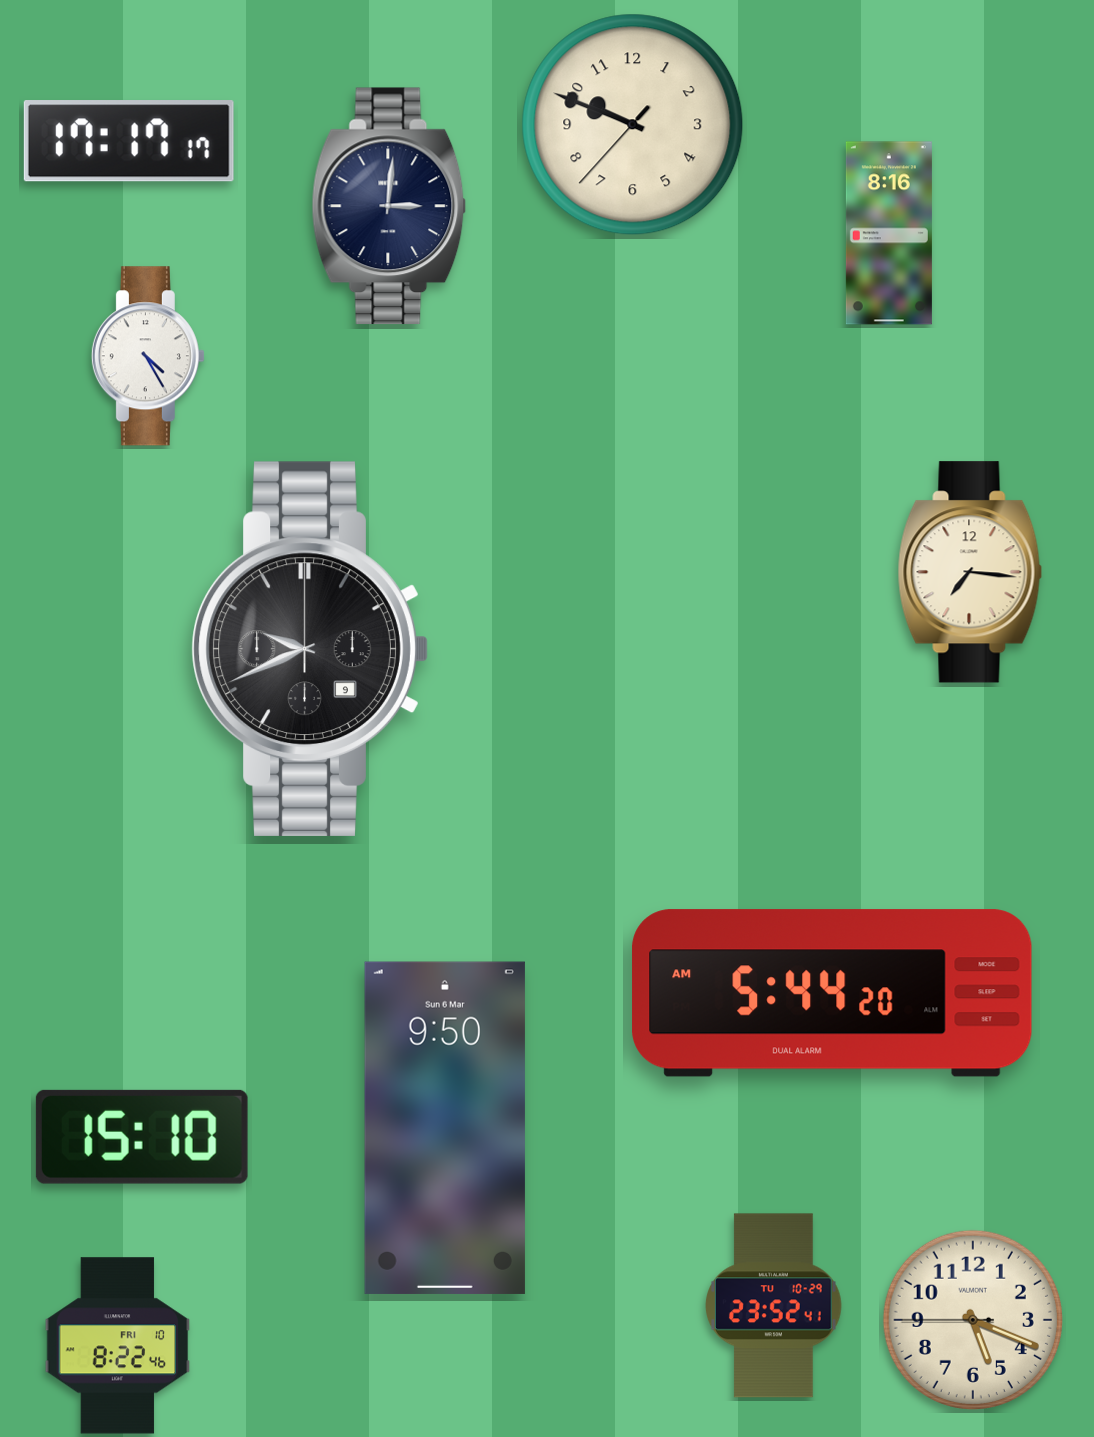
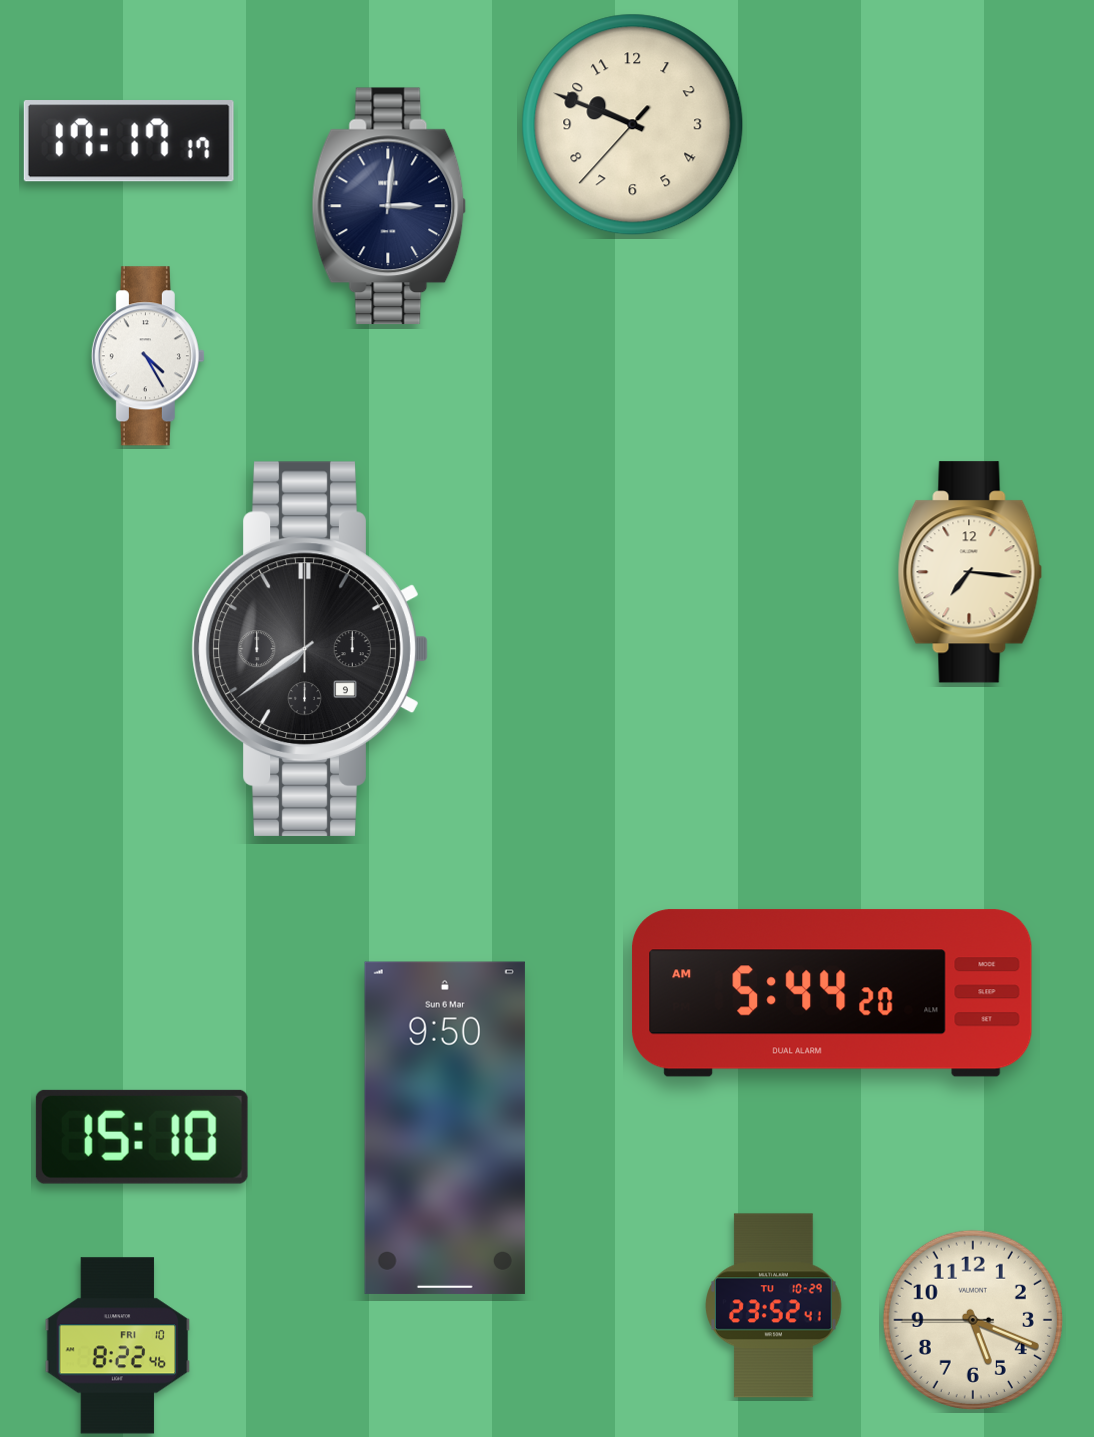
clock at (889, 233): 8:16 -> none
clock at (310, 649): 9:41 -> 7:39
